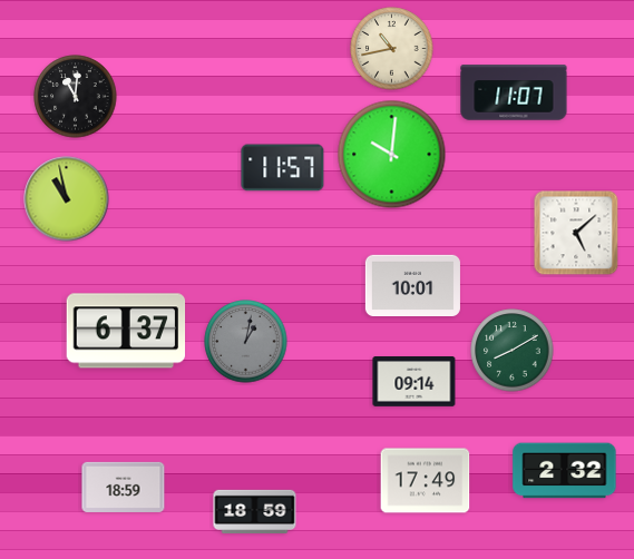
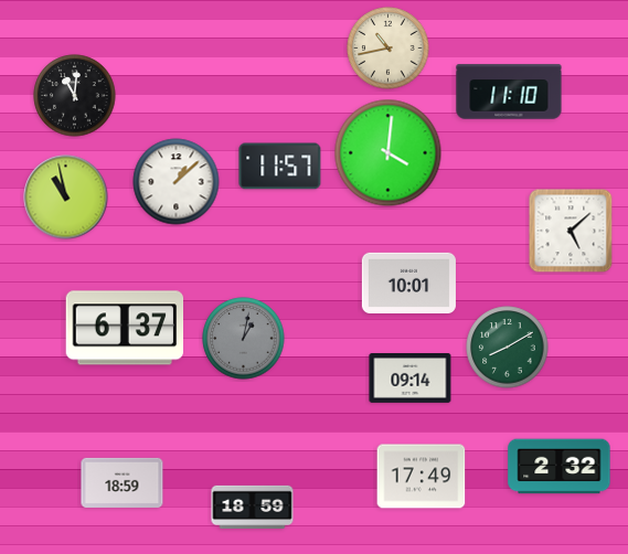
clock at (514, 92): 11:07 -> 11:10
clock at (392, 155): 10:01 -> 4:01
clock at (177, 182): none -> 1:08
